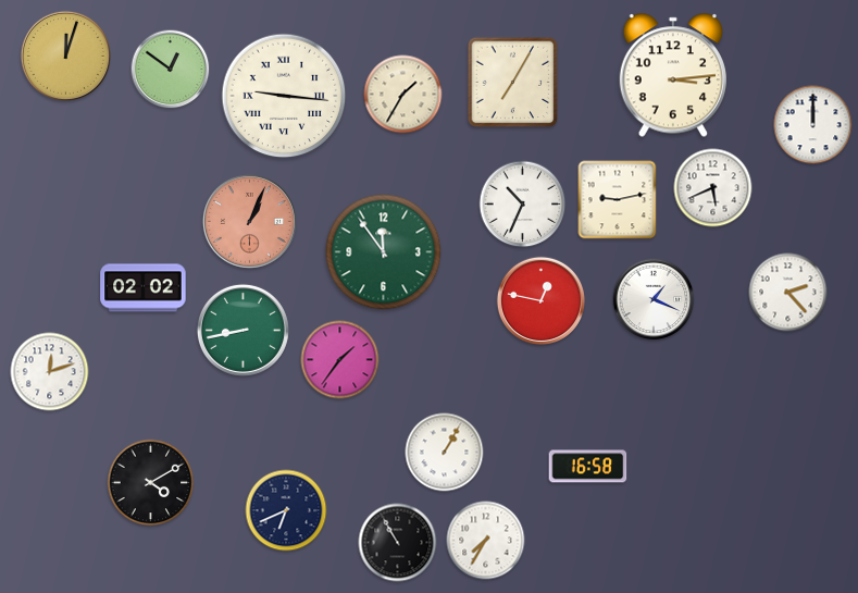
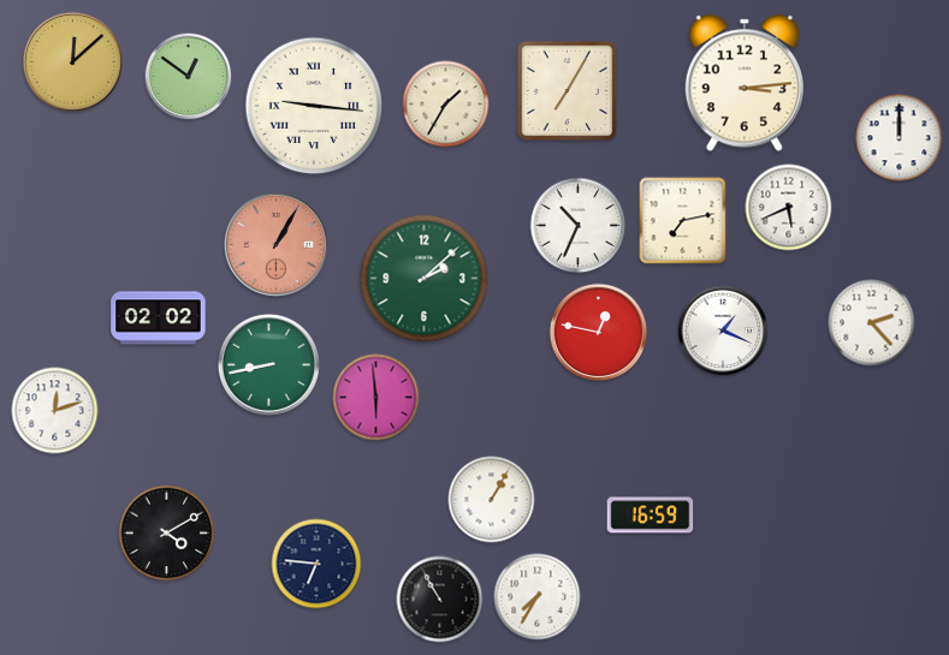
clock at (65, 55): 12:03 -> 12:08
clock at (618, 200): 9:13 -> 7:13
clock at (249, 221): 1:04 -> 1:05
clock at (384, 252): 11:54 -> 2:08
clock at (340, 360): 1:36 -> 5:59
clock at (588, 467): 16:58 -> 16:59
clock at (286, 510): 6:41 -> 6:46
